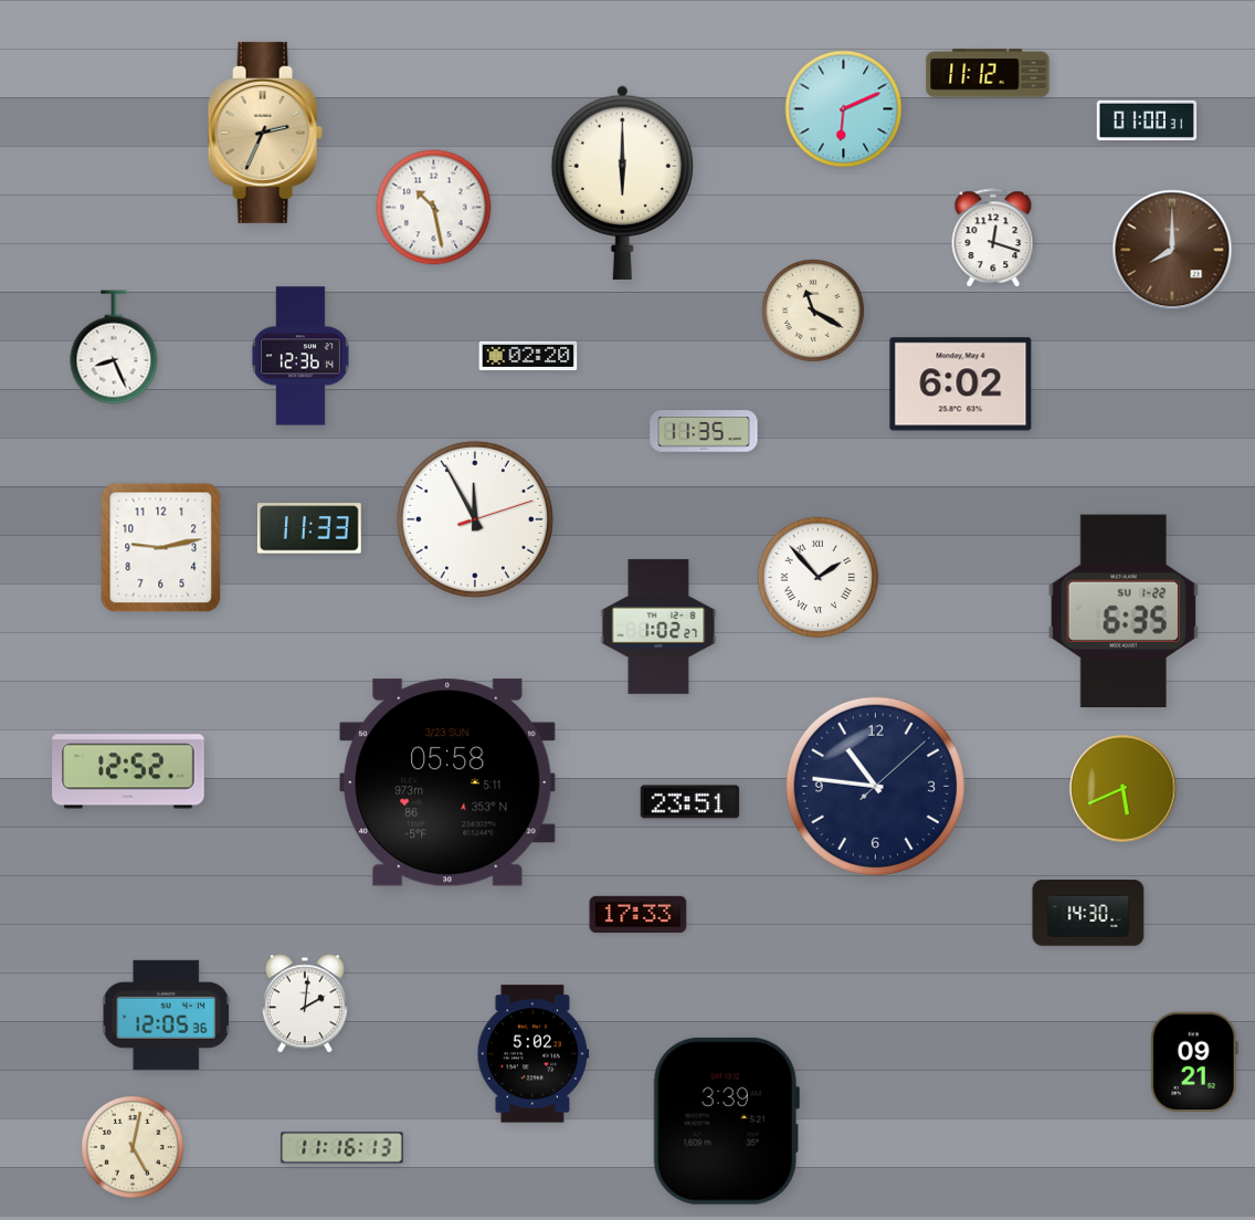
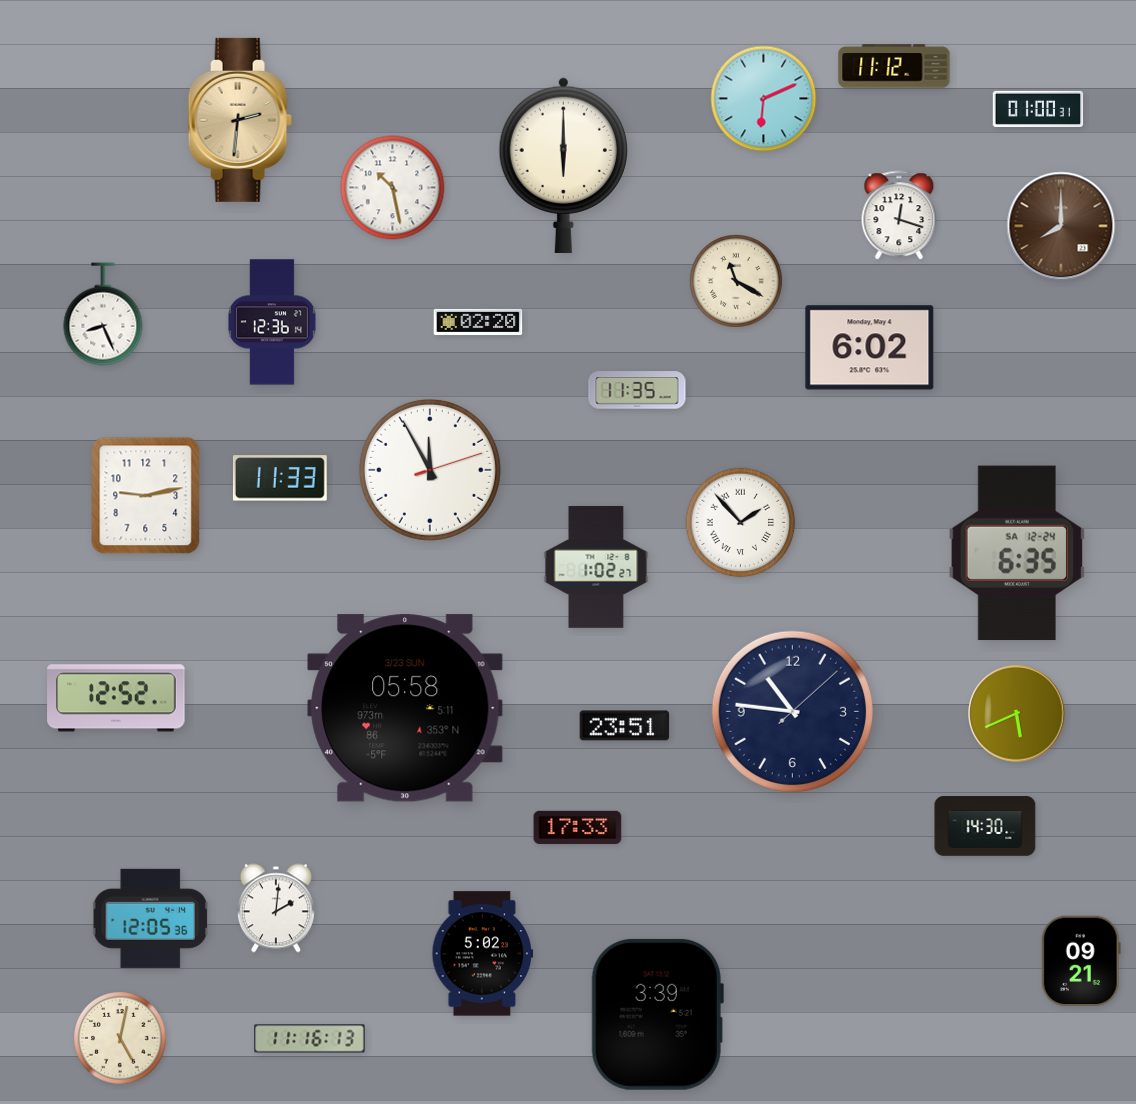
clock at (265, 133): 2:34 -> 2:31
clock at (1124, 611) date: SU 1-22 -> SA 12-24
